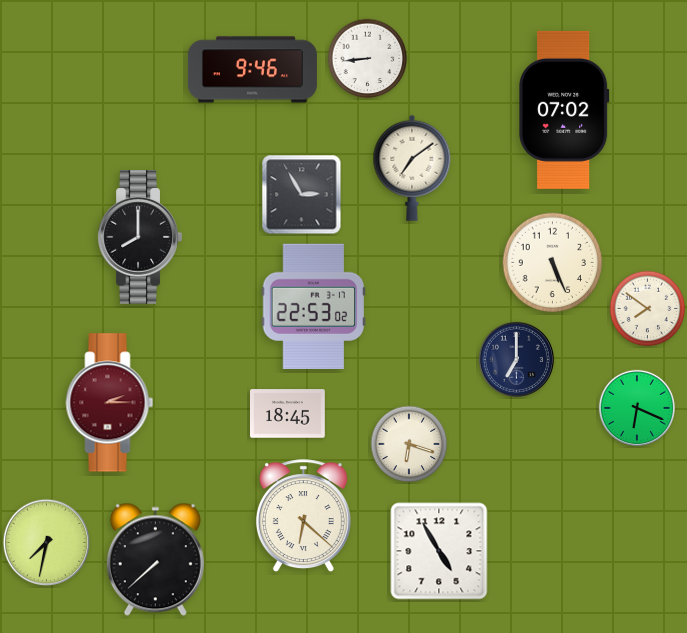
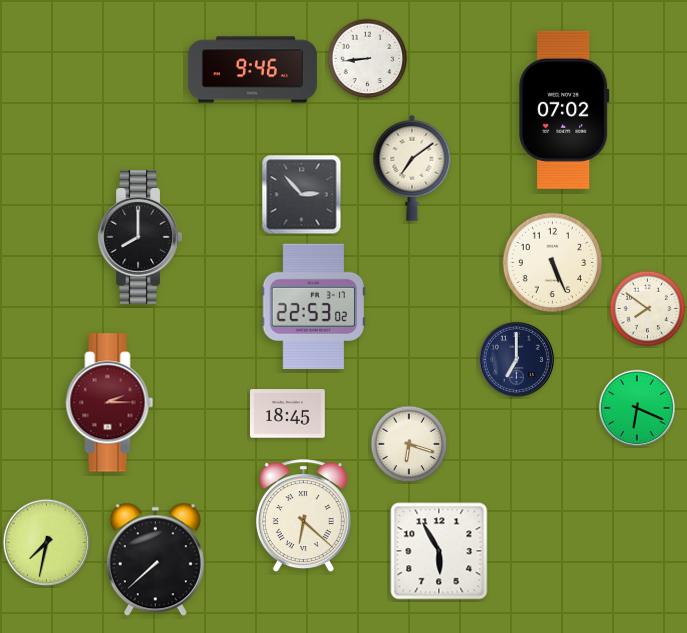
clock at (302, 195): 2:55 -> 2:53
clock at (439, 551): 4:55 -> 5:55
